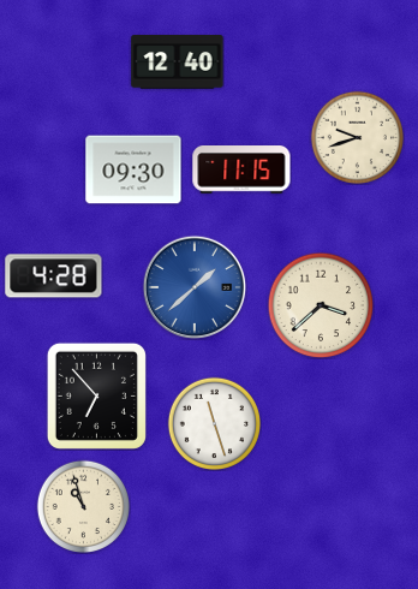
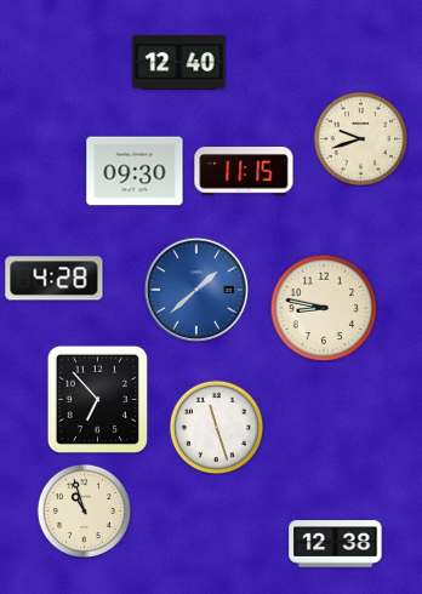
clock at (321, 305): 3:38 -> 8:47
clock at (336, 544): none -> 12:38
